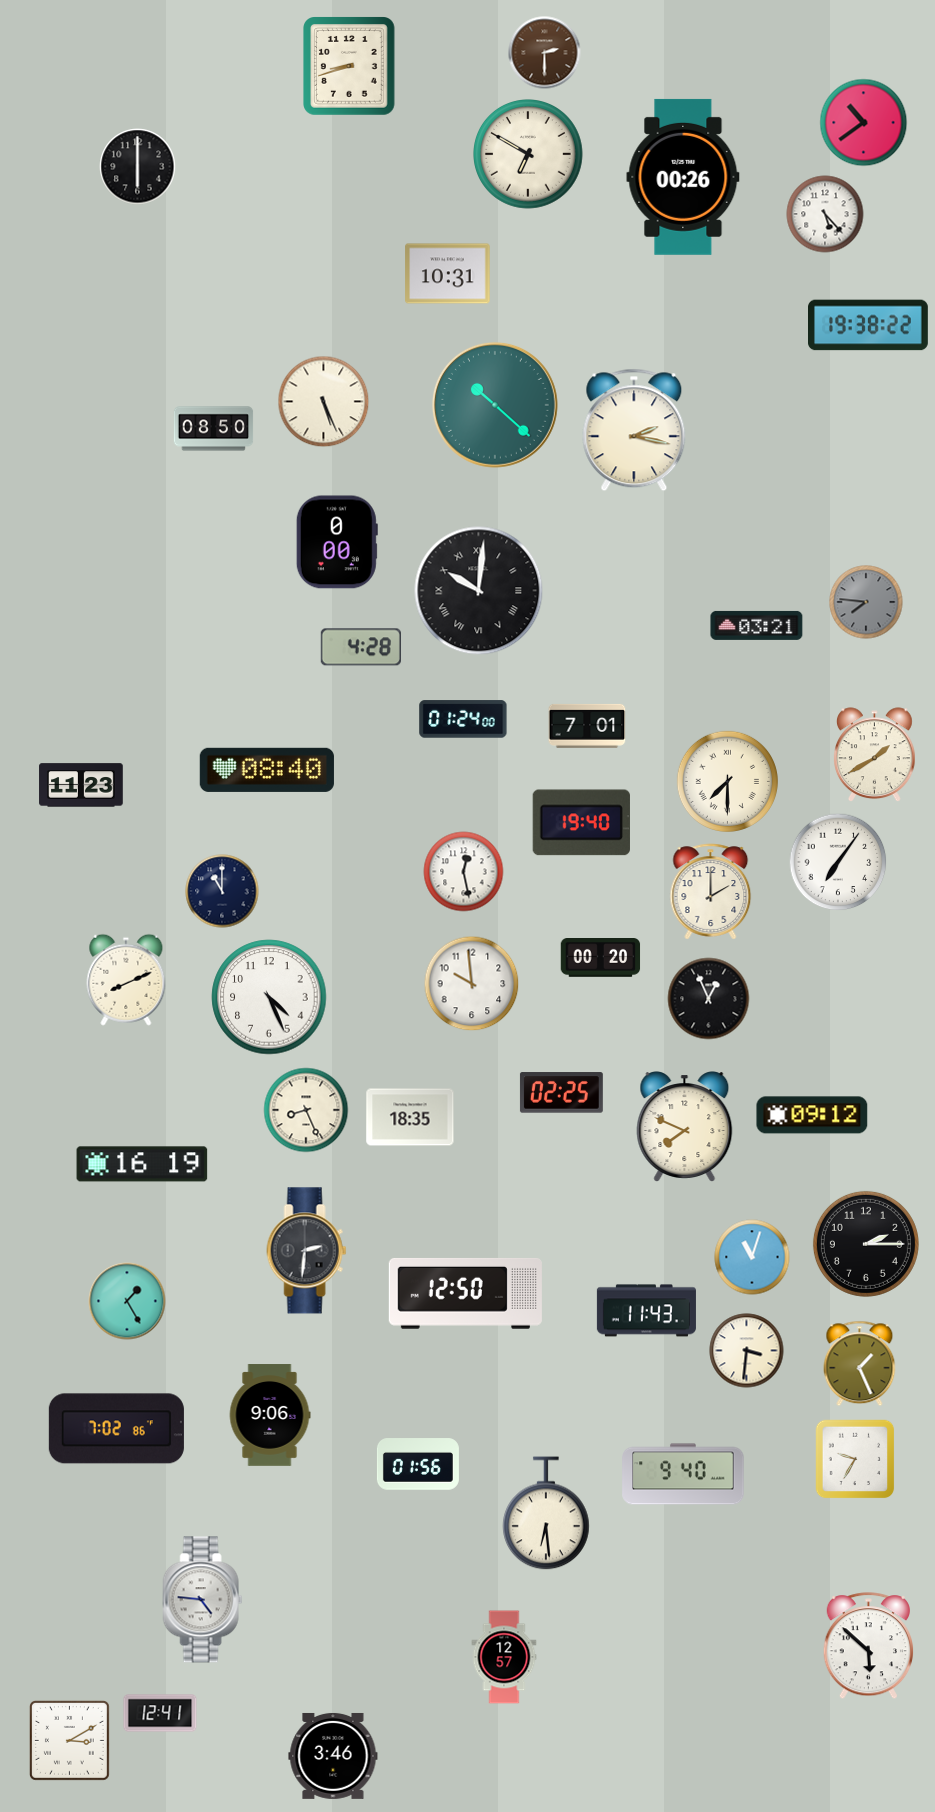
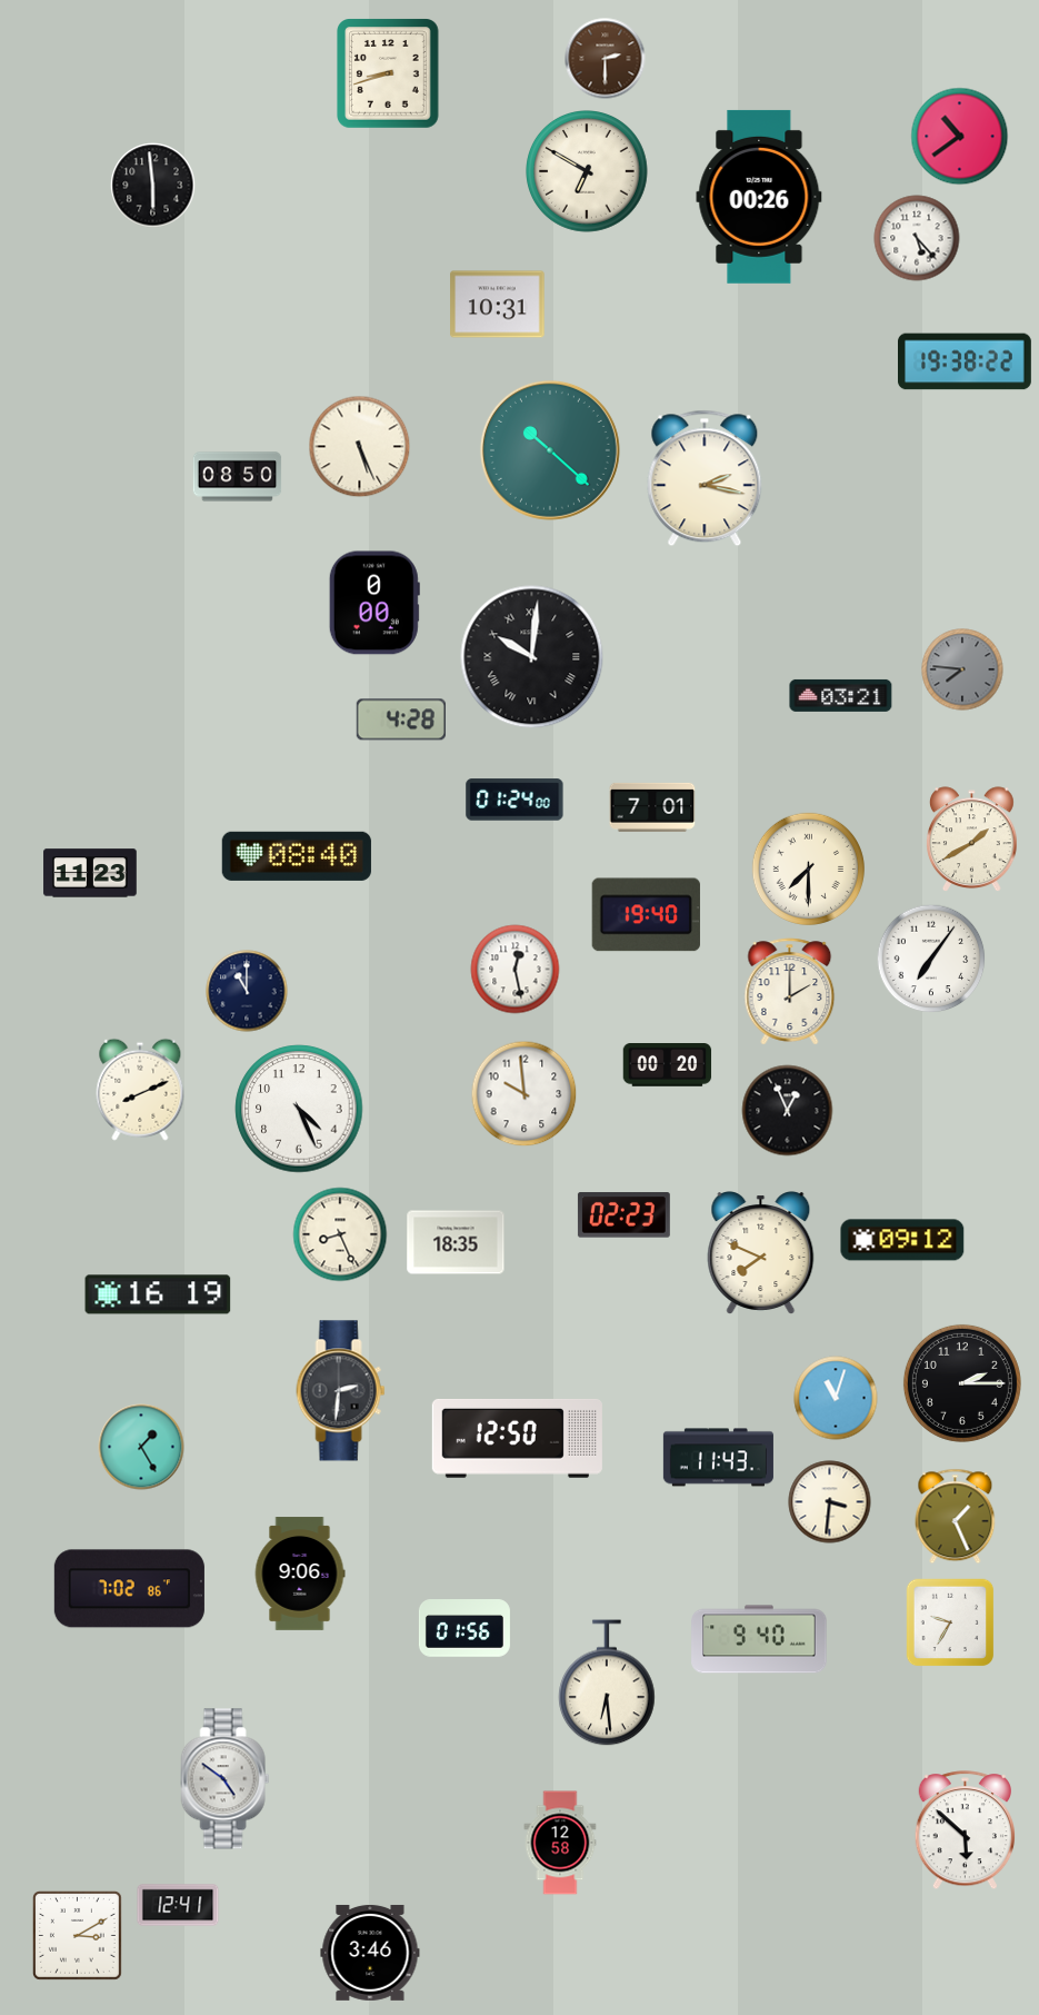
clock at (138, 167): 6:00 -> 5:59
clock at (561, 1093): 02:25 -> 02:23
clock at (203, 1600): 4:46 -> 4:51
clock at (504, 1657): 12:57 -> 12:58
